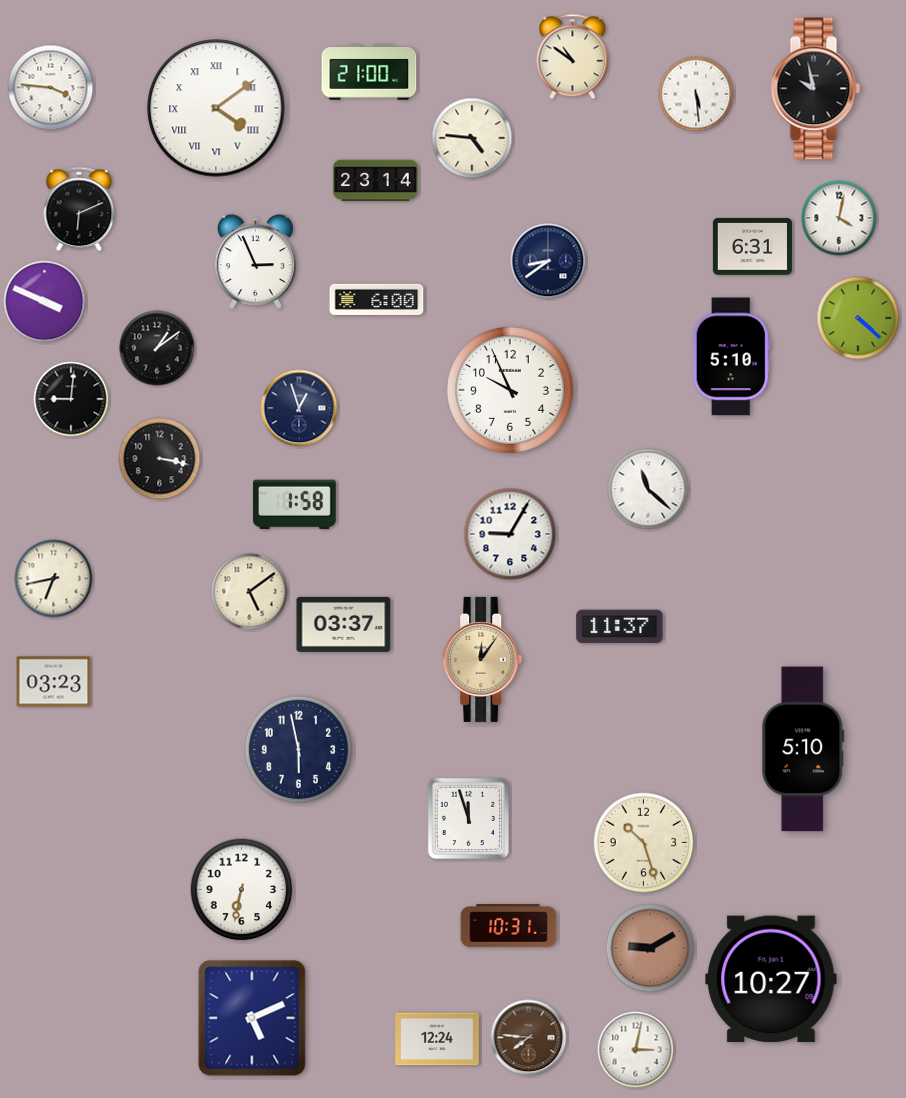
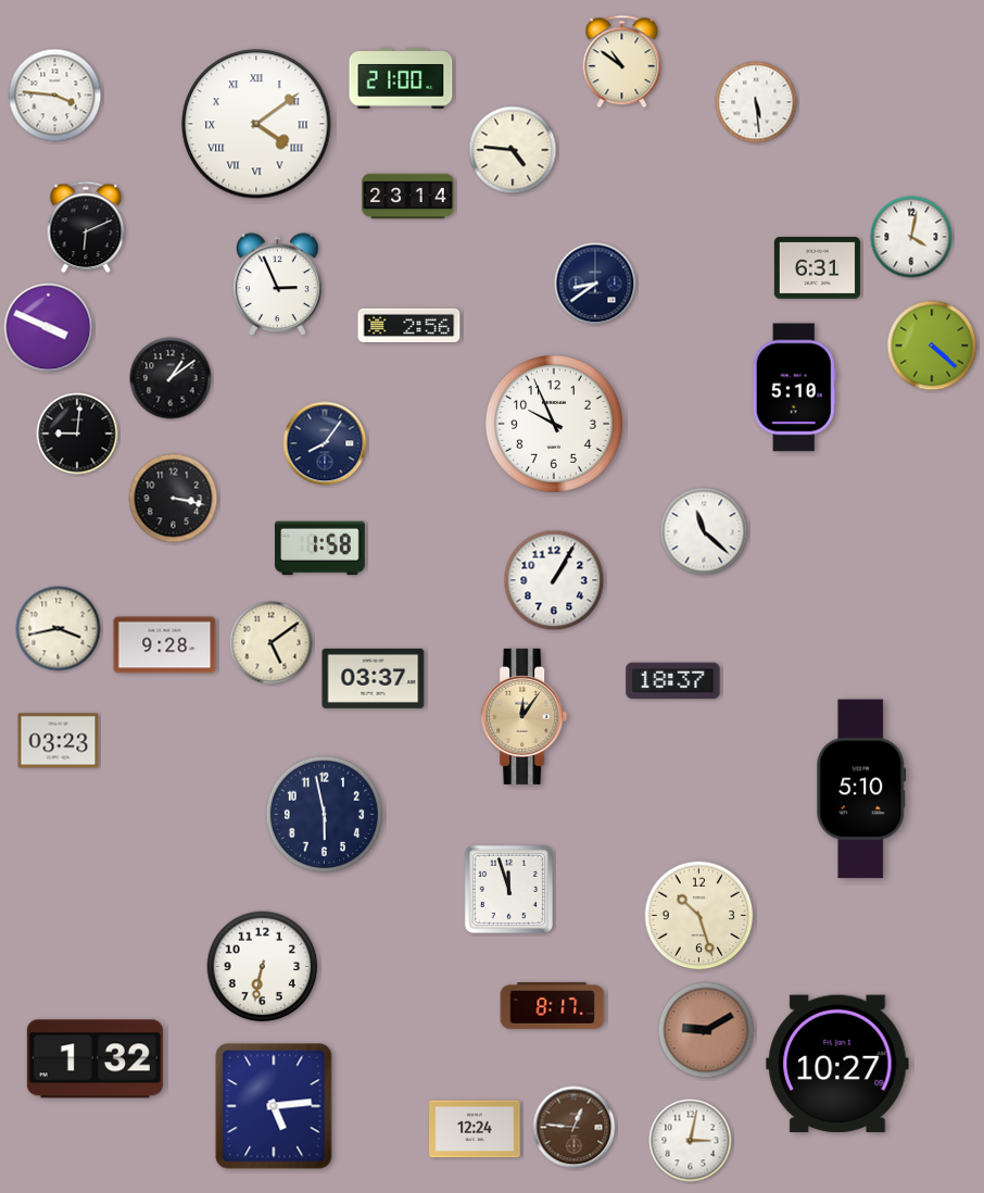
clock at (816, 89): 9:58 -> none
clock at (216, 108) position: (216, 108) -> (256, 124)
clock at (377, 299): 6:00 -> 2:56
clock at (299, 408): 12:57 -> 8:06
clock at (510, 534): 9:05 -> 1:05
clock at (54, 579): 6:43 -> 3:43
clock at (165, 645): none -> 9:28
clock at (620, 627): 11:37 -> 18:37
clock at (803, 749) position: (803, 749) -> (861, 789)
clock at (509, 926): 10:31 -> 8:17
clock at (94, 1059): none -> 1:32
clock at (252, 1018): 5:11 -> 5:14
clock at (529, 1038): 7:46 -> 12:46
